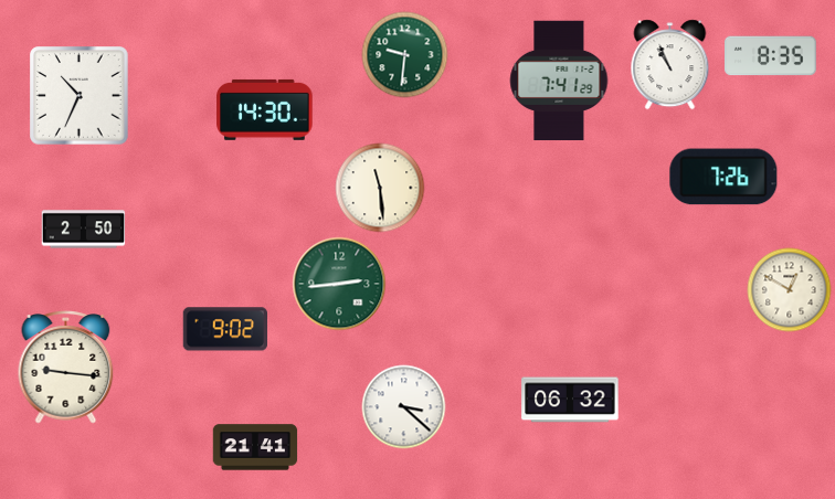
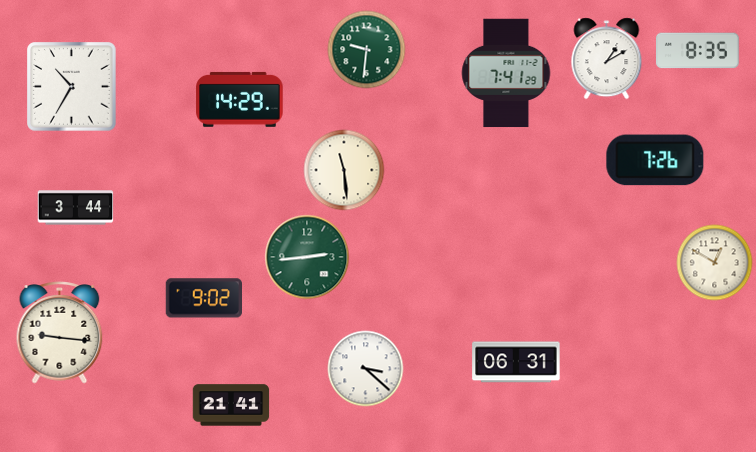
clock at (670, 65): 10:56 -> 1:10
clock at (80, 96): 10:34 -> 10:35
clock at (265, 109): 14:30 -> 14:29
clock at (84, 230): 2:50 -> 3:44
clock at (570, 400): 06:32 -> 06:31
